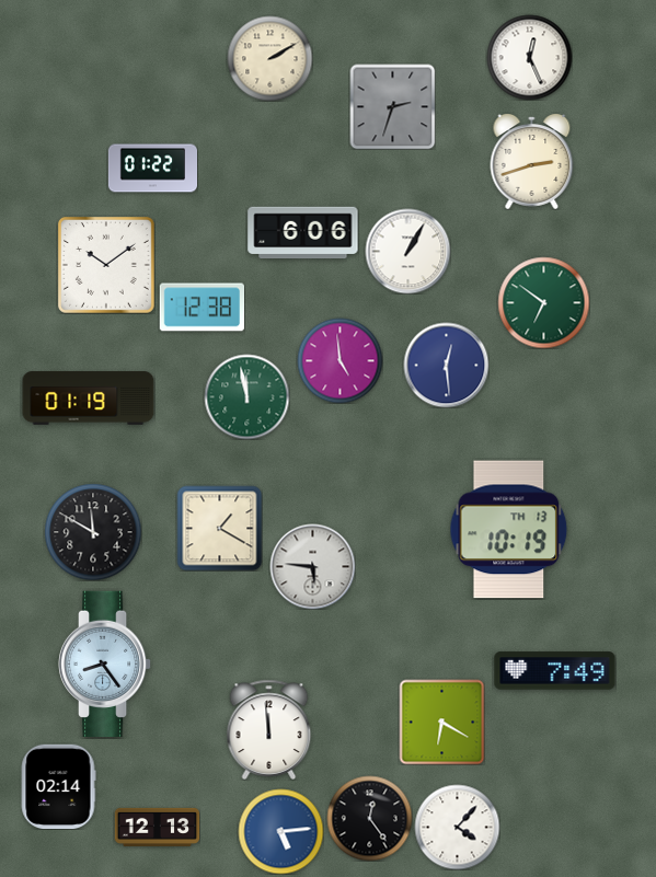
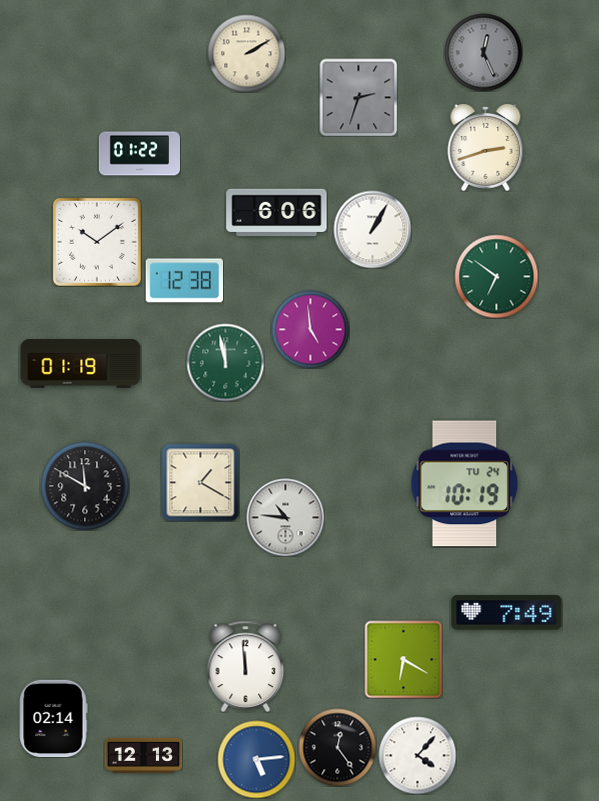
clock at (529, 57) dial: white -> grey
clock at (446, 365): 12:29 -> none
clock at (509, 530) date: TH 13 -> TU 24
clock at (312, 566): 5:46 -> 10:46
clock at (105, 663): 8:24 -> none
